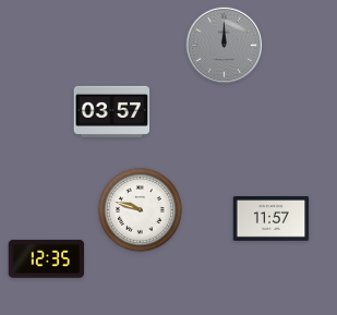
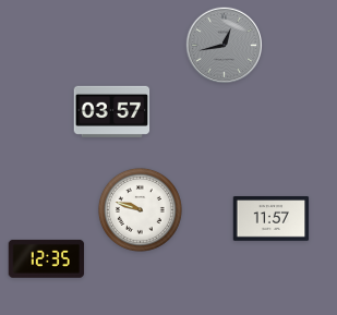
clock at (224, 45): 12:00 -> 12:43
